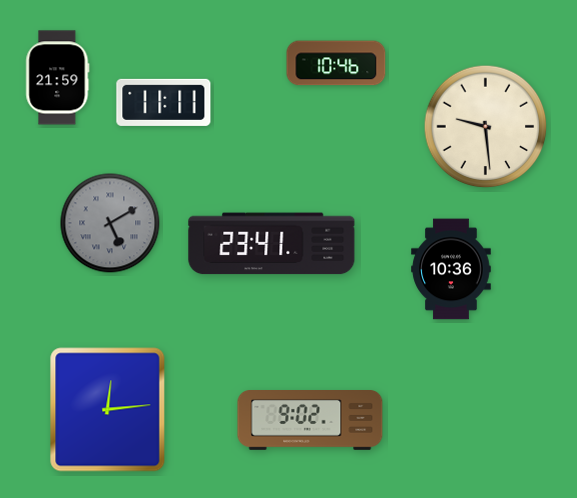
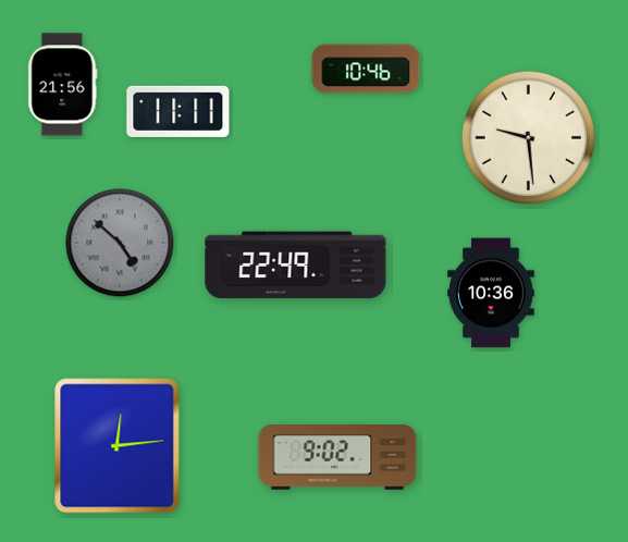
clock at (58, 78): 21:59 -> 21:56
clock at (110, 223): 5:10 -> 4:52
clock at (272, 244): 23:41 -> 22:49
